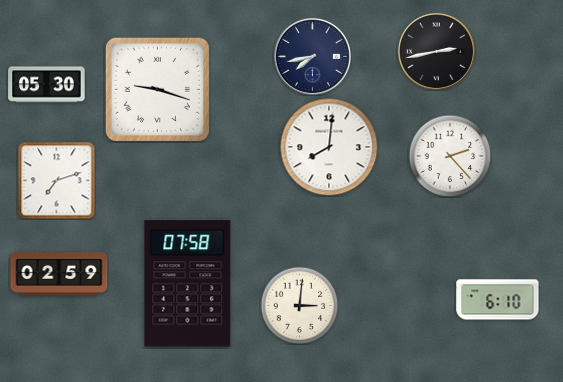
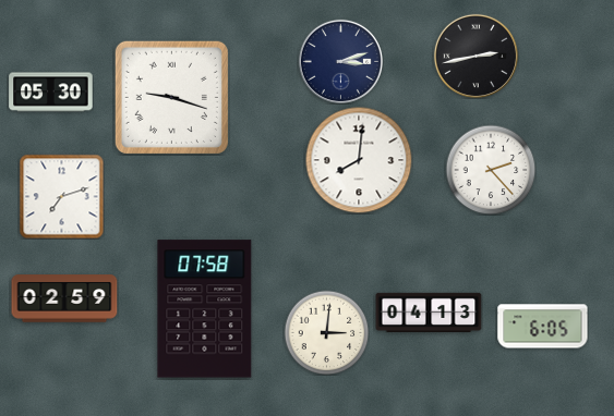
clock at (312, 56): 7:43 -> 3:12
clock at (429, 311): none -> 04:13
clock at (498, 300): 6:10 -> 6:05
